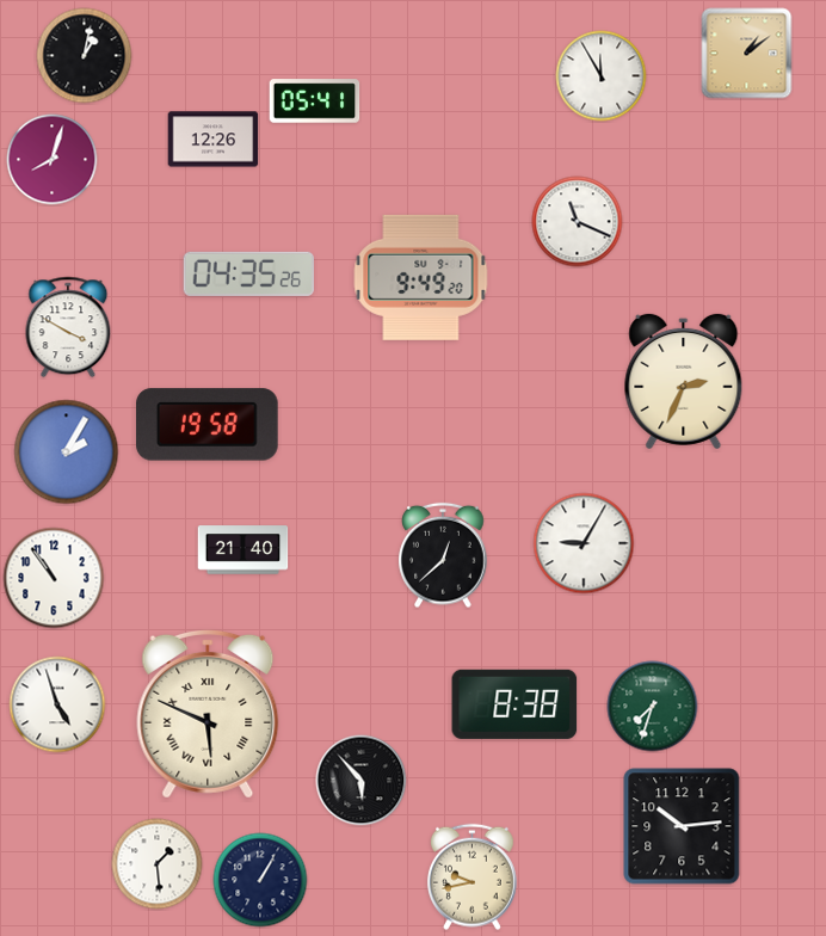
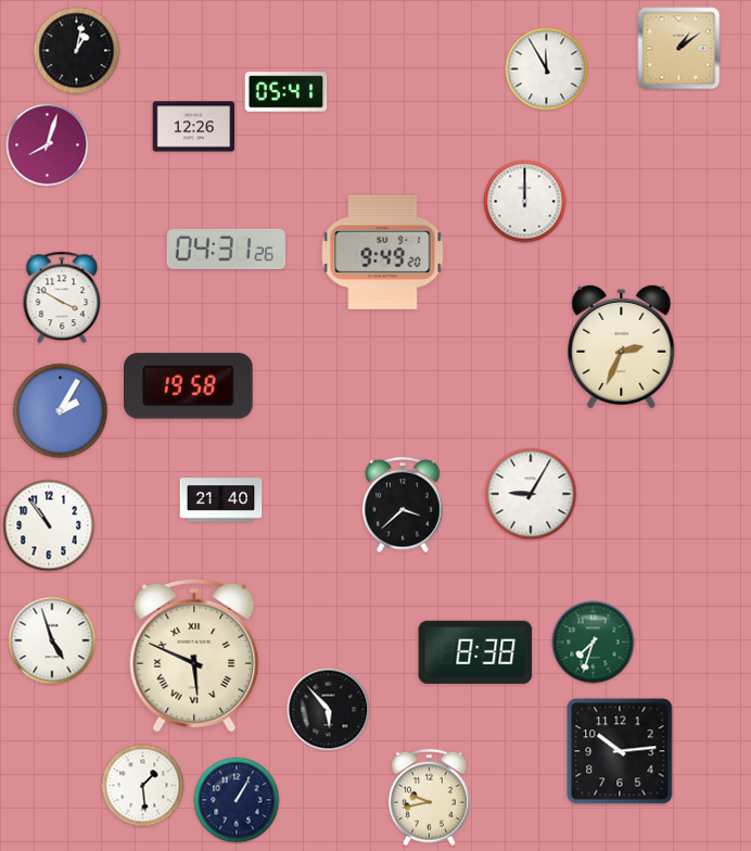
clock at (578, 222): 11:19 -> 12:00
clock at (248, 273): 04:35 -> 04:31
clock at (443, 555): 12:38 -> 3:38
clock at (514, 704) position: (514, 704) -> (475, 652)
clock at (208, 714) position: (208, 714) -> (194, 656)
